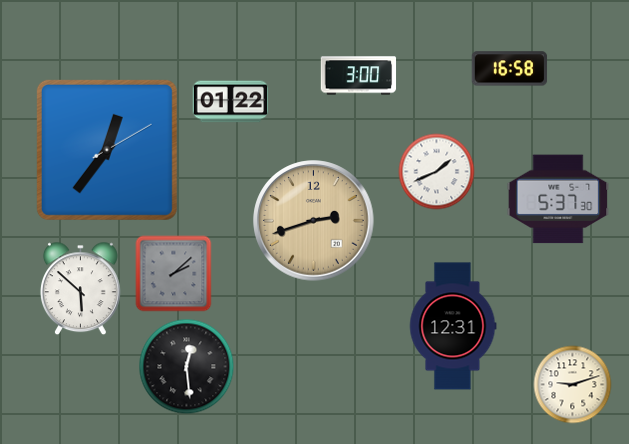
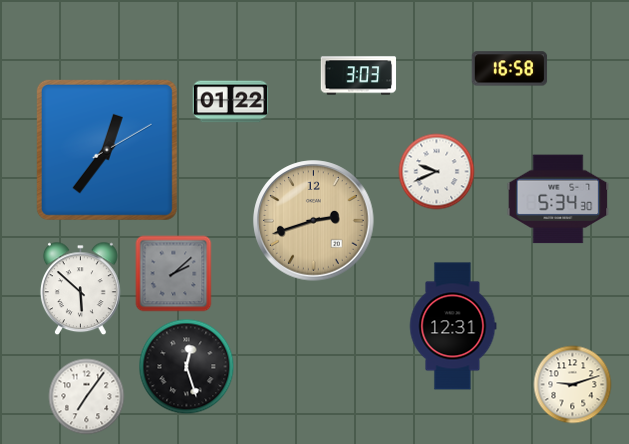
clock at (359, 76): 3:00 -> 3:03
clock at (437, 172): 1:41 -> 9:41
clock at (558, 199): 5:37 -> 5:34
clock at (187, 367): 12:29 -> 12:27
clock at (87, 397): none -> 7:06
